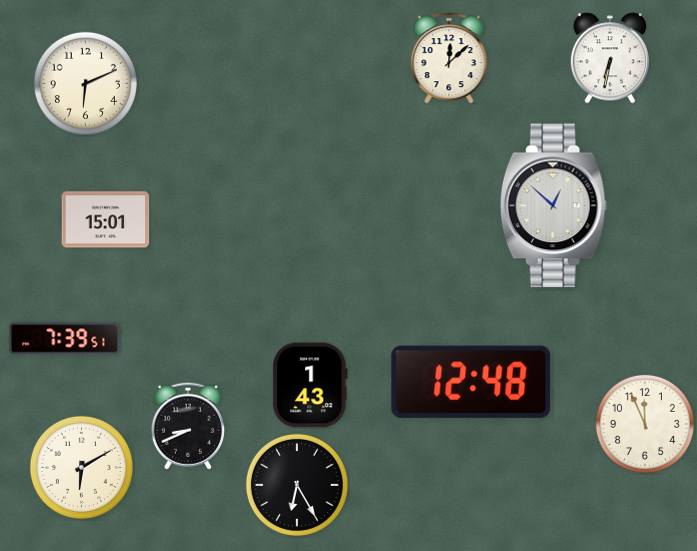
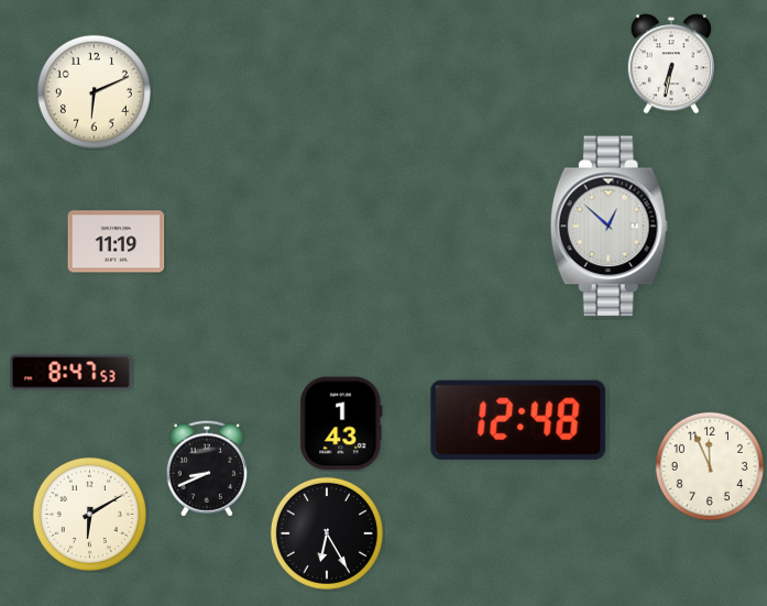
clock at (449, 58): 12:08 -> none
clock at (106, 220): 15:01 -> 11:19
clock at (65, 339): 7:39 -> 8:47
